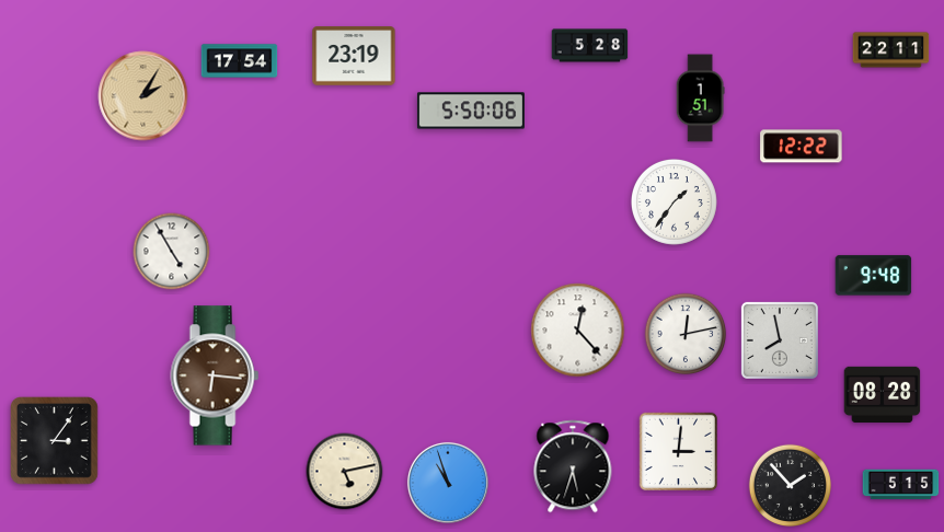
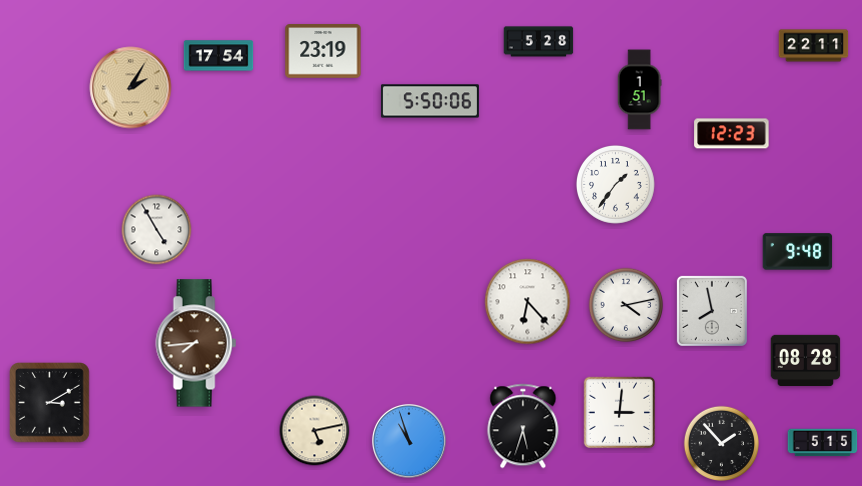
clock at (802, 147): 12:22 -> 12:23
clock at (578, 331): 12:23 -> 6:23
clock at (686, 334): 12:13 -> 4:13
clock at (215, 375): 6:16 -> 7:44
clock at (55, 441): 3:06 -> 3:10
